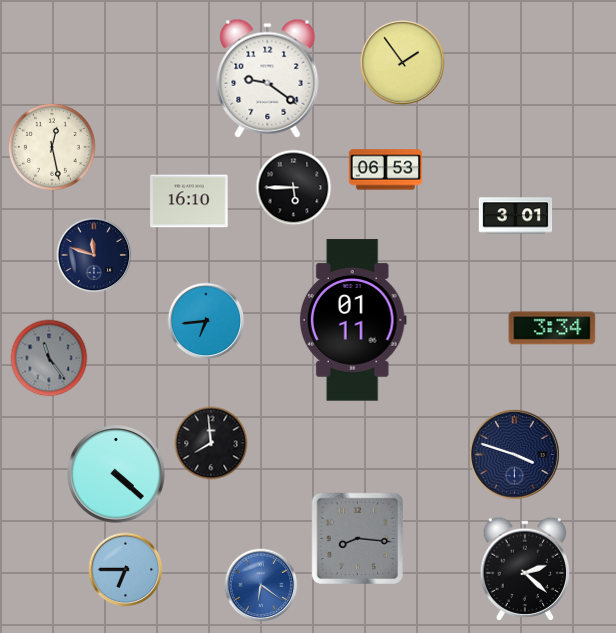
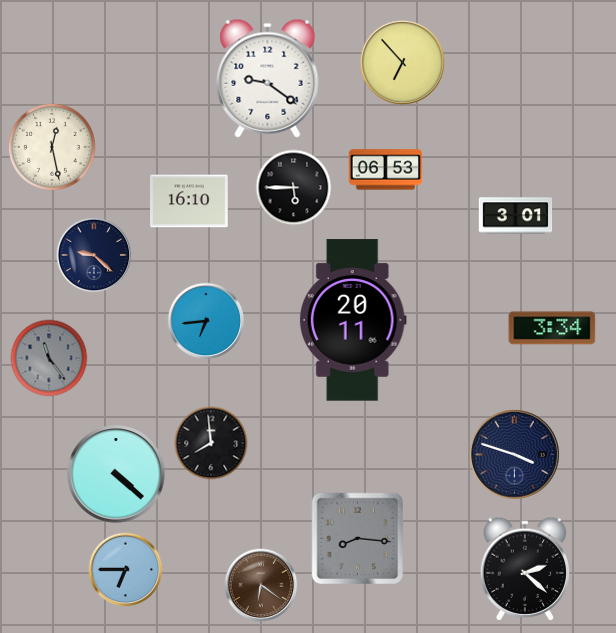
clock at (402, 62): 1:54 -> 6:53
clock at (94, 255): 11:48 -> 9:22
clock at (353, 320): 01:11 -> 20:11
clock at (261, 585) dial: blue -> brown
